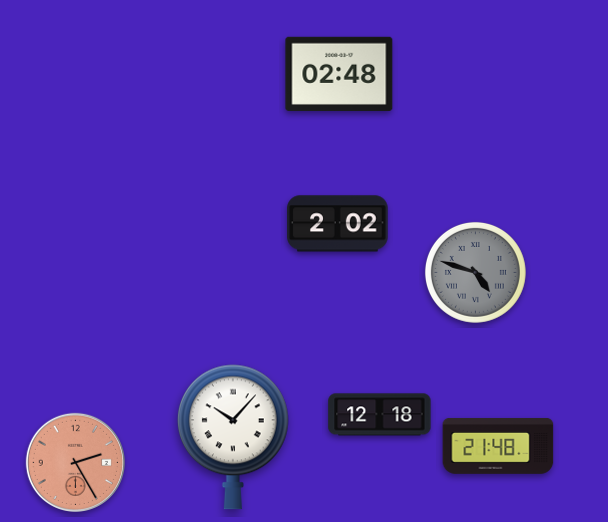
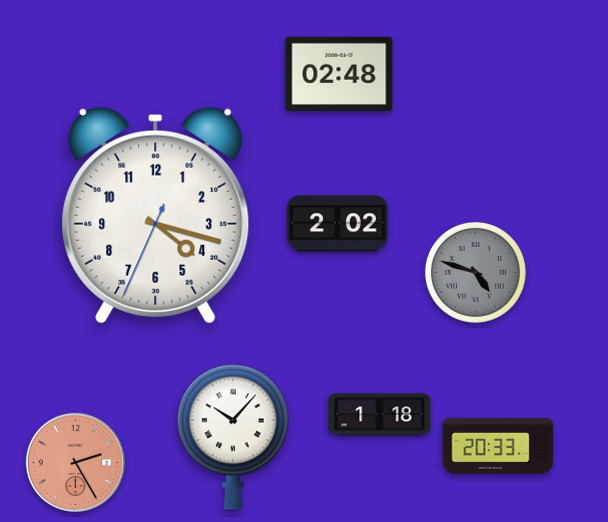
clock at (156, 215): none -> 4:17
clock at (380, 415): 12:18 -> 1:18
clock at (498, 446): 21:48 -> 20:33
